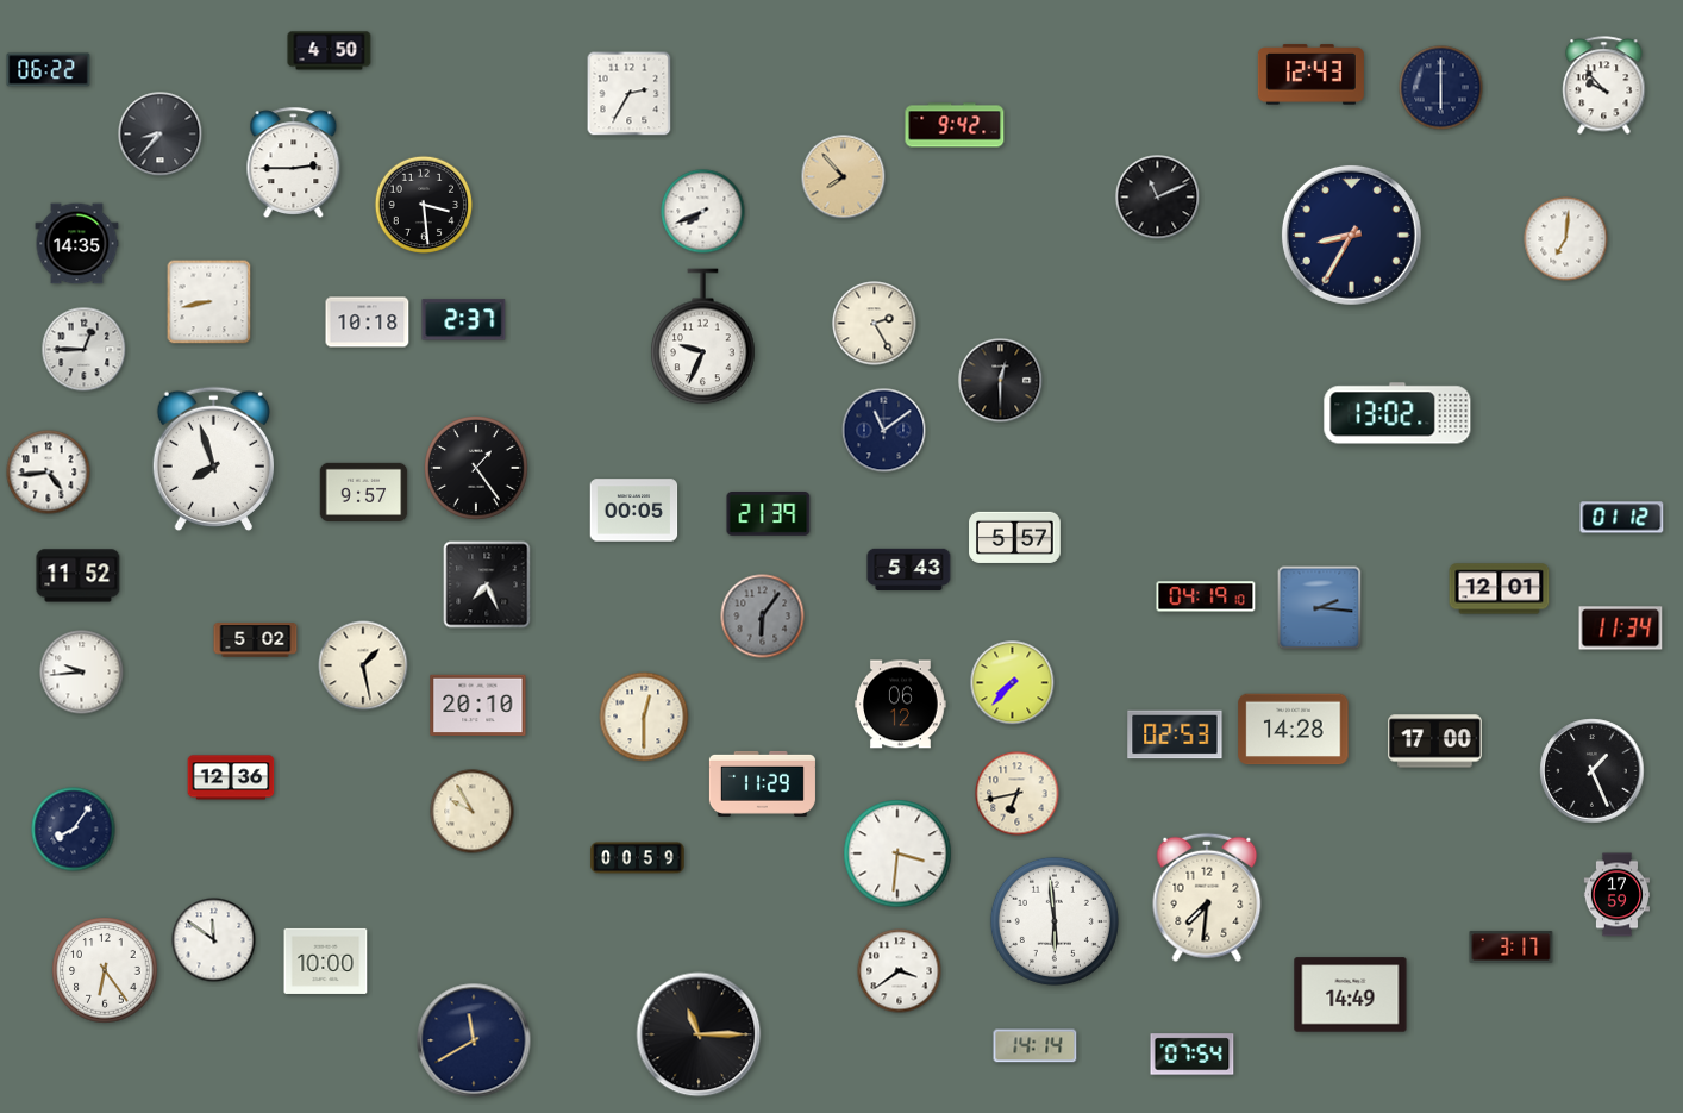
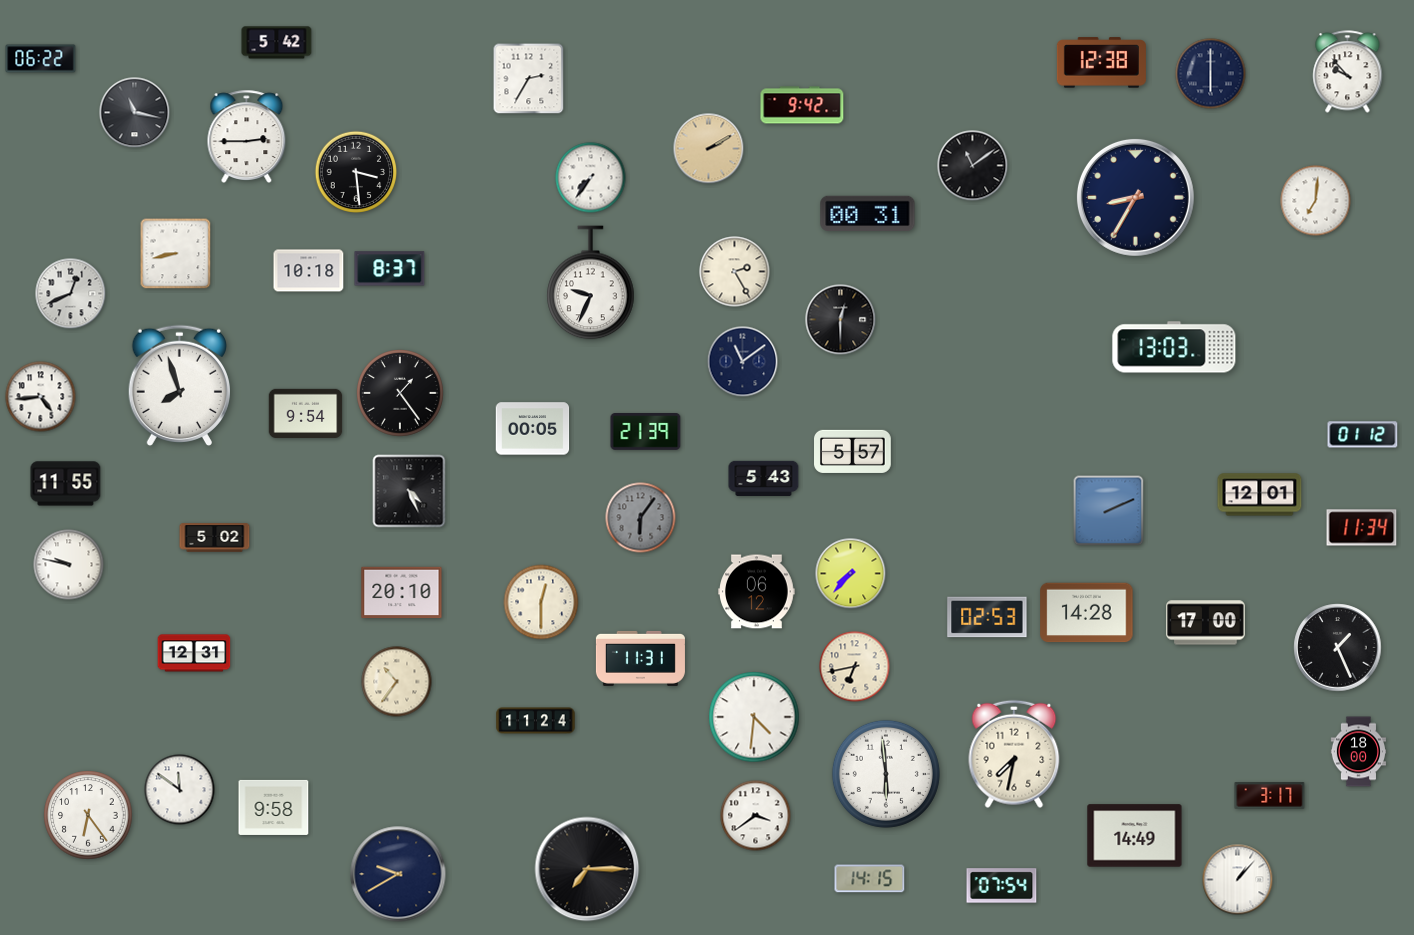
clock at (330, 51): 4:50 -> 5:42
clock at (1310, 75): 12:43 -> 12:38
clock at (161, 135): 8:37 -> 11:17
clock at (844, 177): 7:53 -> 2:10
clock at (1158, 198): 11:11 -> 11:09
clock at (703, 212): 7:41 -> 7:36
clock at (77, 244): 14:35 -> none
clock at (868, 214): none -> 00:31
clock at (464, 320): 2:37 -> 8:37
clock at (85, 350): 12:45 -> 12:41
clock at (1397, 413): 13:02 -> 13:03
clock at (364, 492): 9:57 -> 9:54
clock at (79, 576): 11:52 -> 11:55
clock at (487, 584): 7:26 -> 4:26
clock at (1206, 596): 04:19 -> none
clock at (1320, 608): 2:16 -> 2:11
clock at (363, 665): 1:28 -> none
clock at (82, 673): 9:44 -> 9:47
clock at (231, 777): 12:36 -> 12:31
clock at (762, 783): 11:29 -> 11:31
clock at (473, 812): 9:55 -> 10:36
clock at (74, 830): 8:06 -> none
clock at (897, 853): 3:31 -> 4:31
clock at (638, 858): 00:59 -> 11:24
clock at (1616, 895): 17:59 -> 18:00
clock at (1207, 898): 7:31 -> 7:32
clock at (326, 961): 10:00 -> 9:58
clock at (699, 1034): 11:15 -> 7:15
clock at (474, 1040): 11:40 -> 9:40
clock at (1036, 1046): 14:14 -> 14:15
clock at (1238, 880): none -> 1:07
